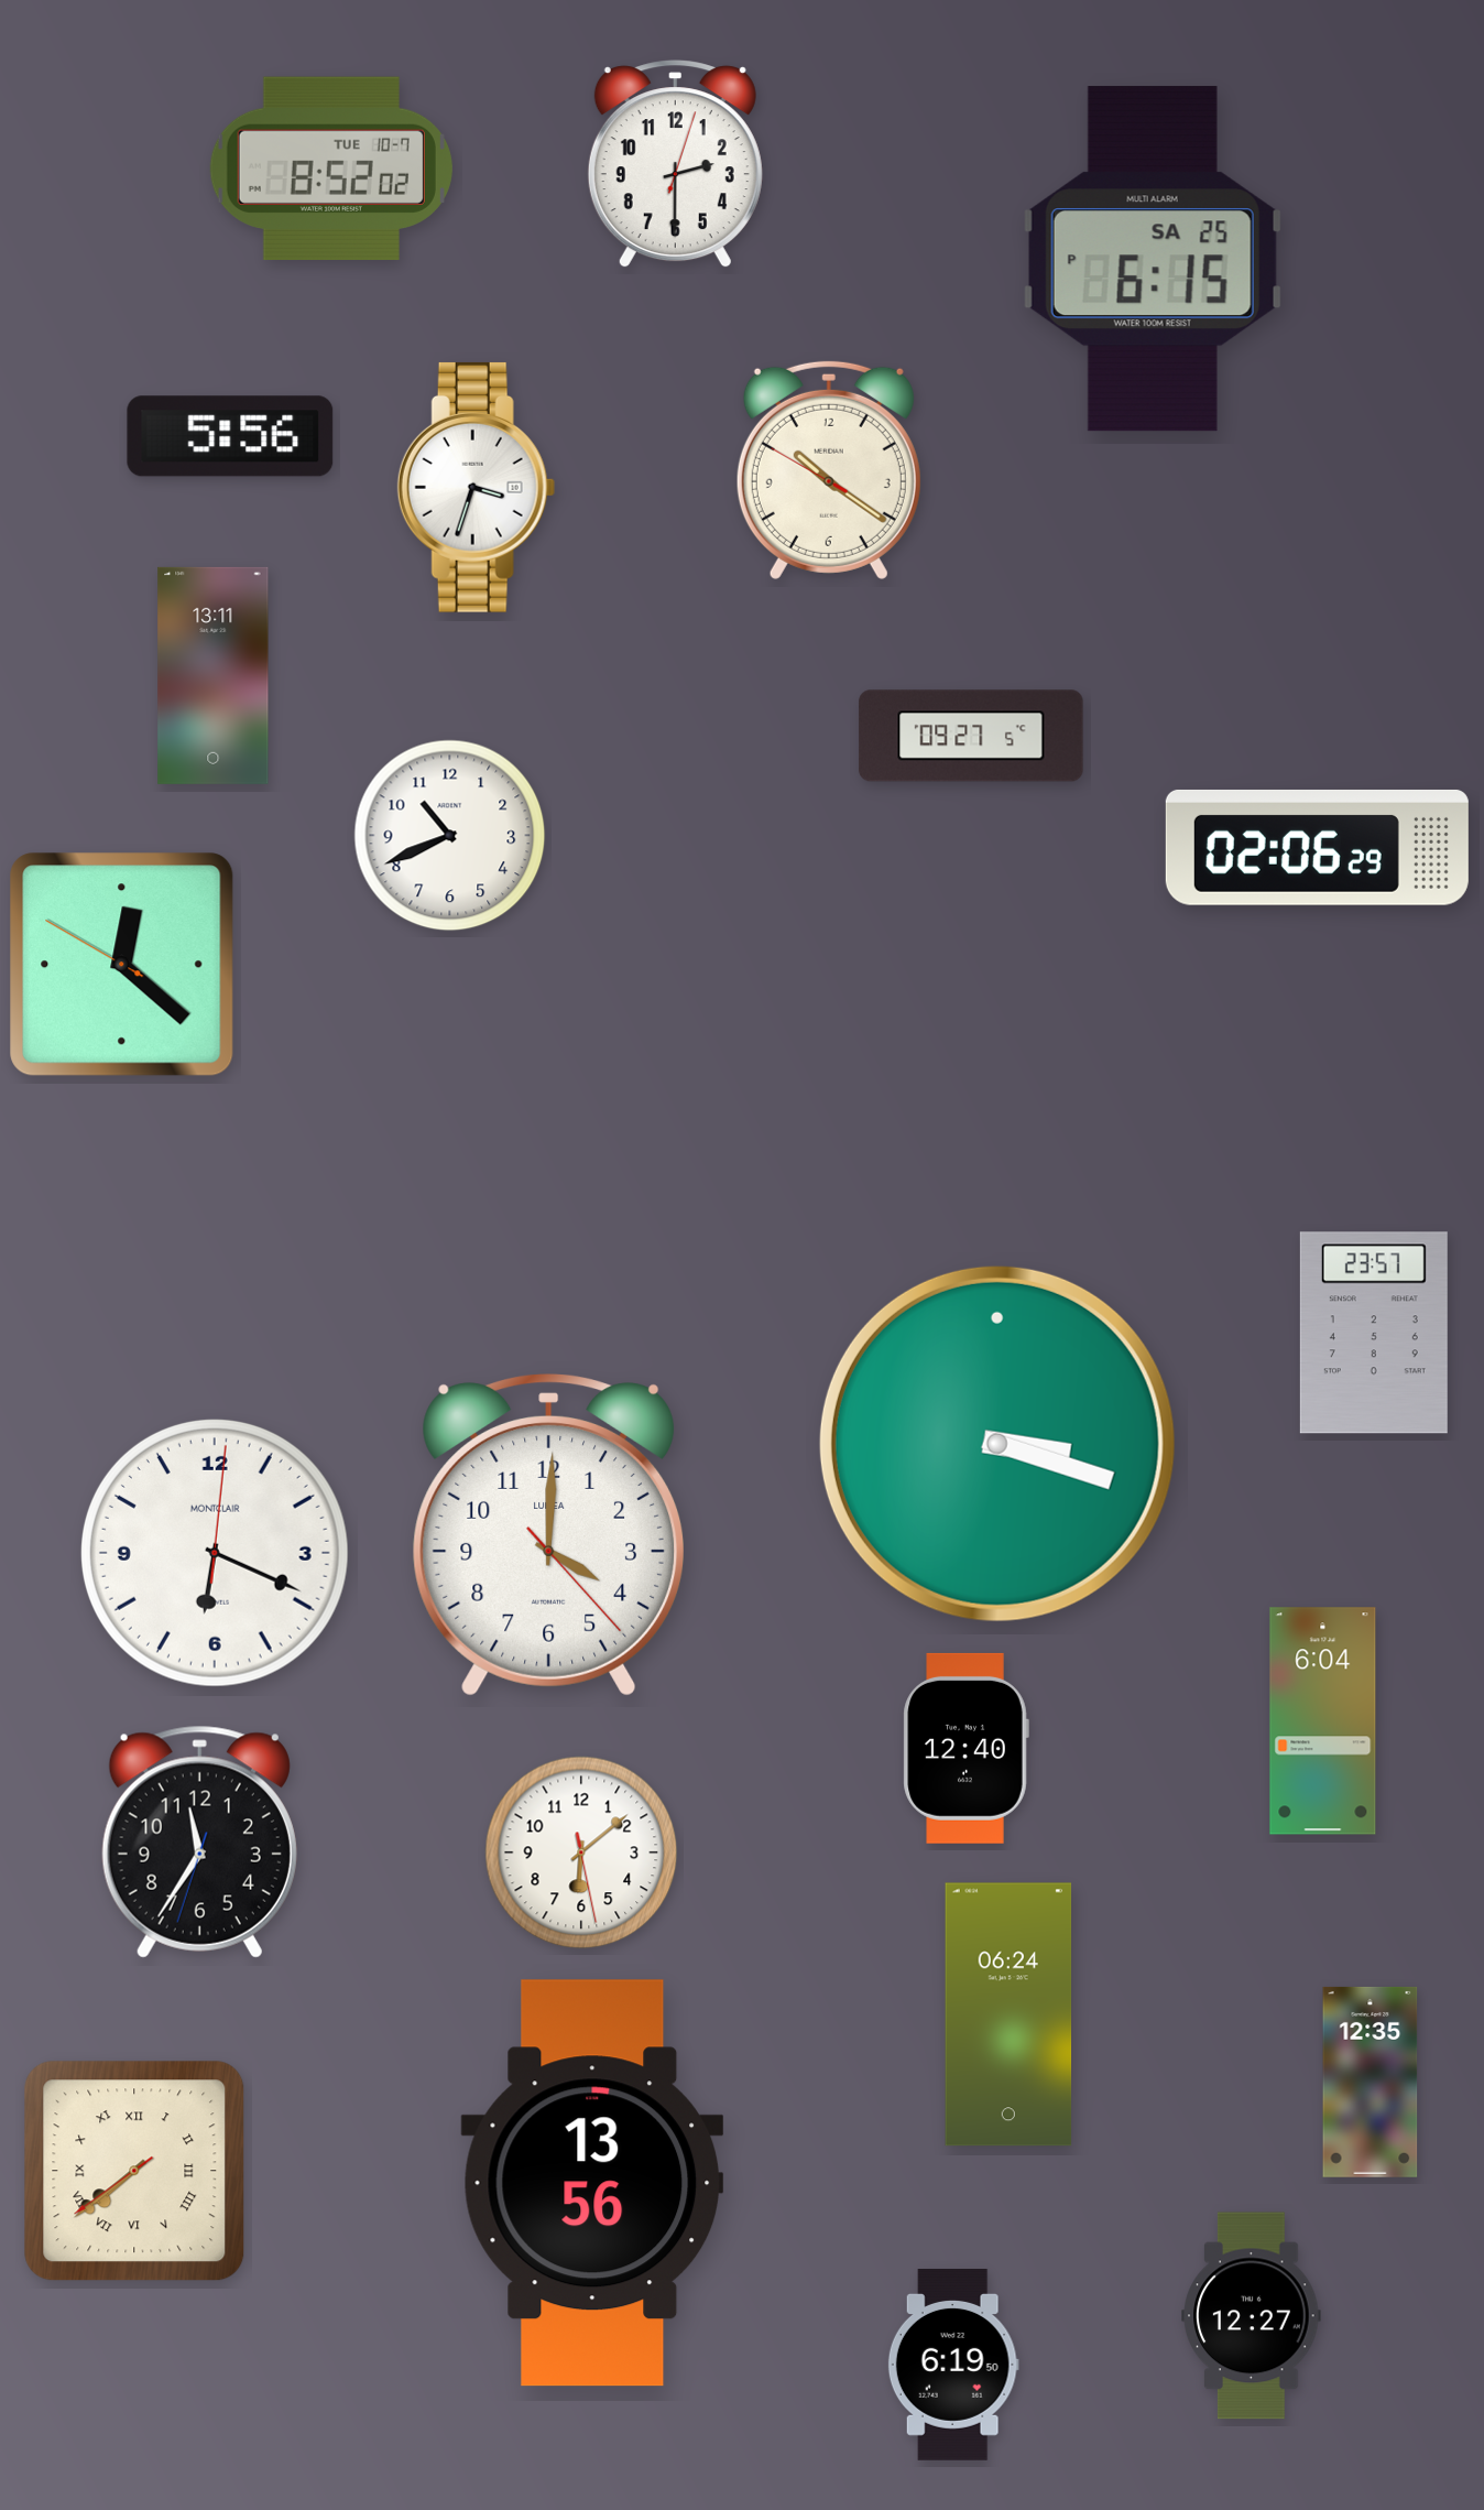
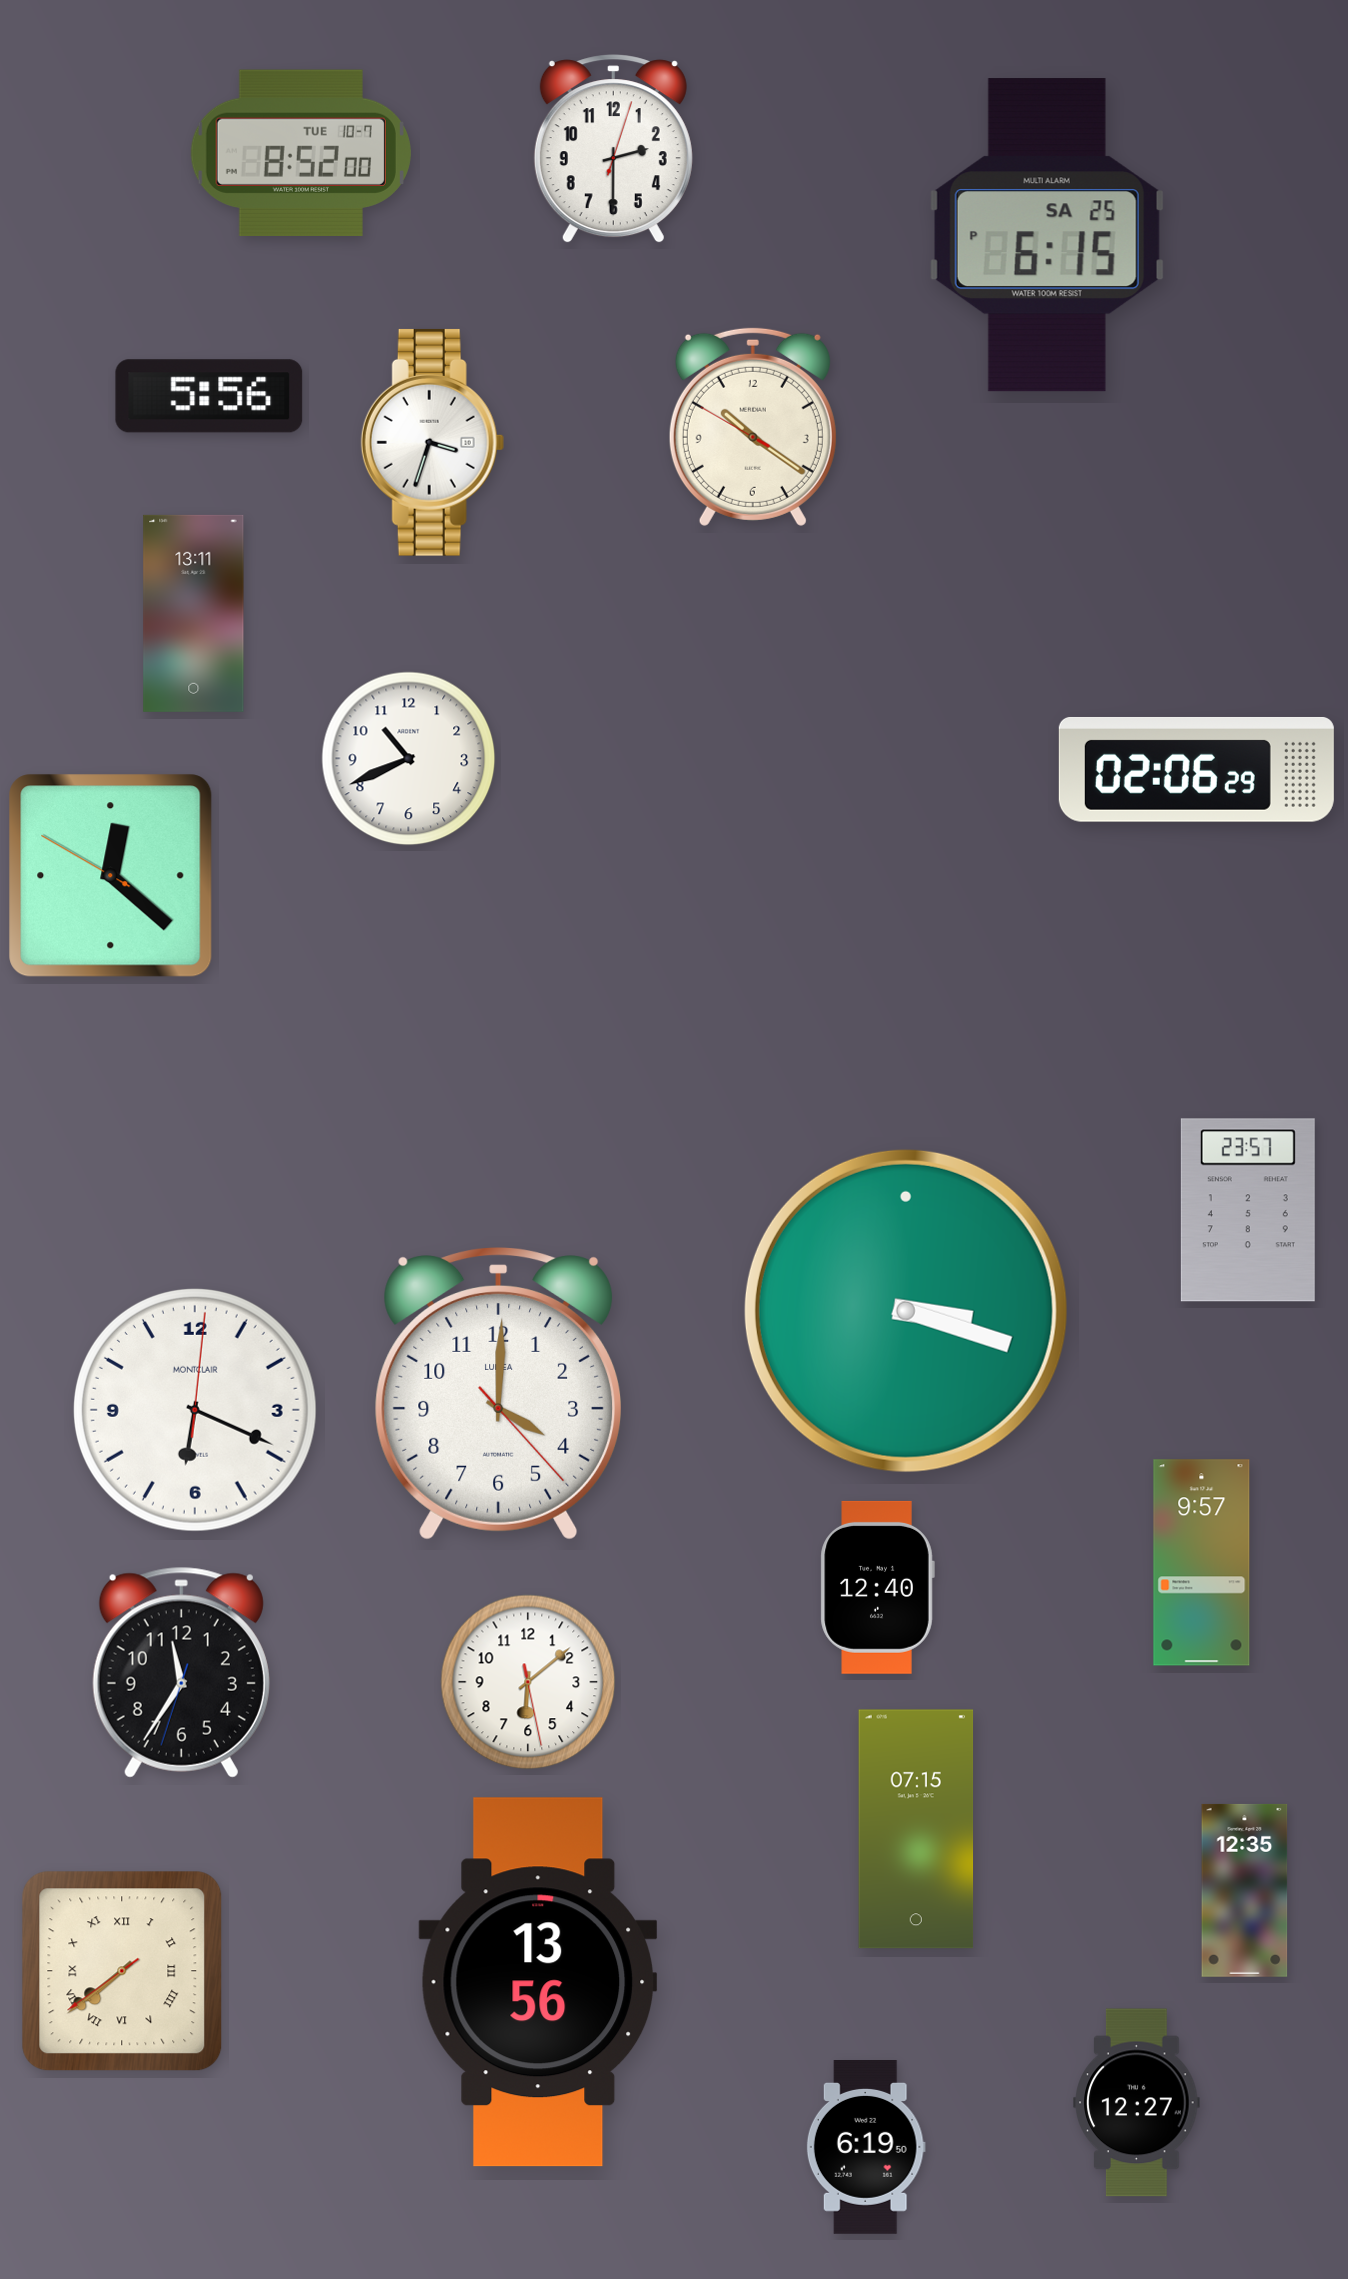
clock at (331, 167): 8:52:02 -> 8:52:00
clock at (971, 736): 09:27 -> none
clock at (1323, 1721): 6:04 -> 9:57
clock at (1008, 2014): 06:24 -> 07:15
